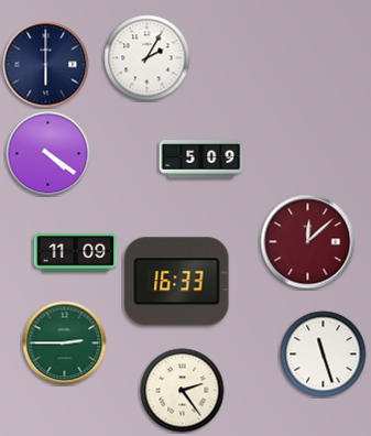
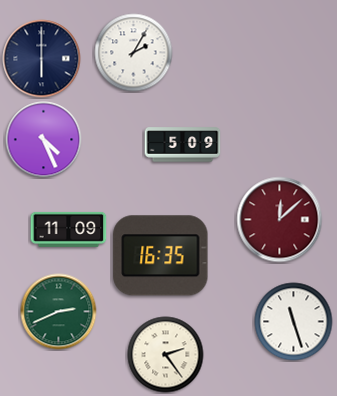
clock at (48, 154): 4:21 -> 4:26
clock at (177, 282): 16:33 -> 16:35
clock at (65, 344): 2:45 -> 2:41
